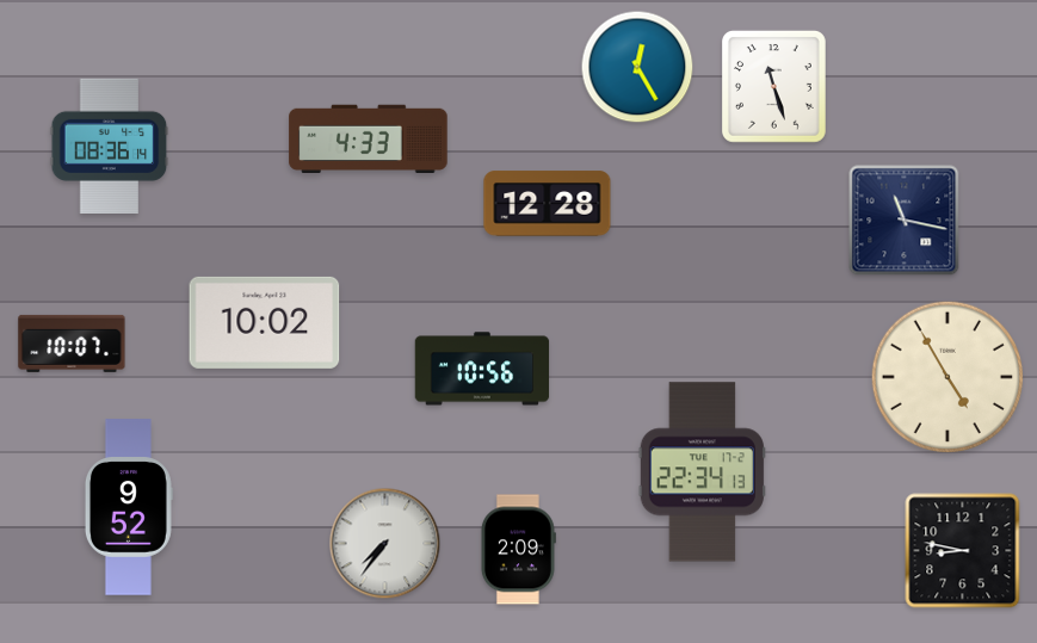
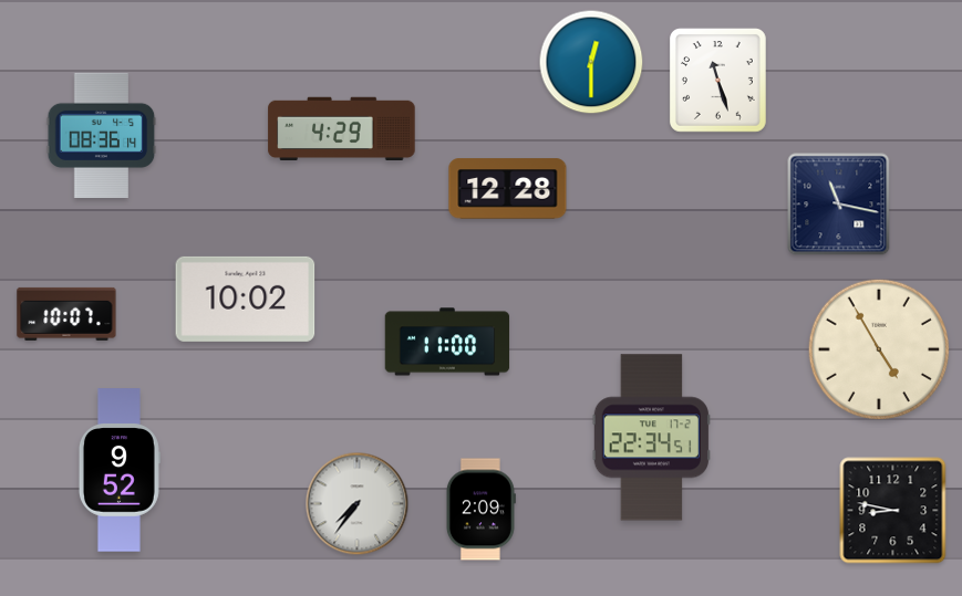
clock at (637, 67): 12:25 -> 12:30
clock at (369, 140): 4:33 -> 4:29
clock at (72, 344) position: (72, 344) -> (66, 314)
clock at (482, 369): 10:56 -> 11:00
clock at (702, 472): 22:34:13 -> 22:34:51
